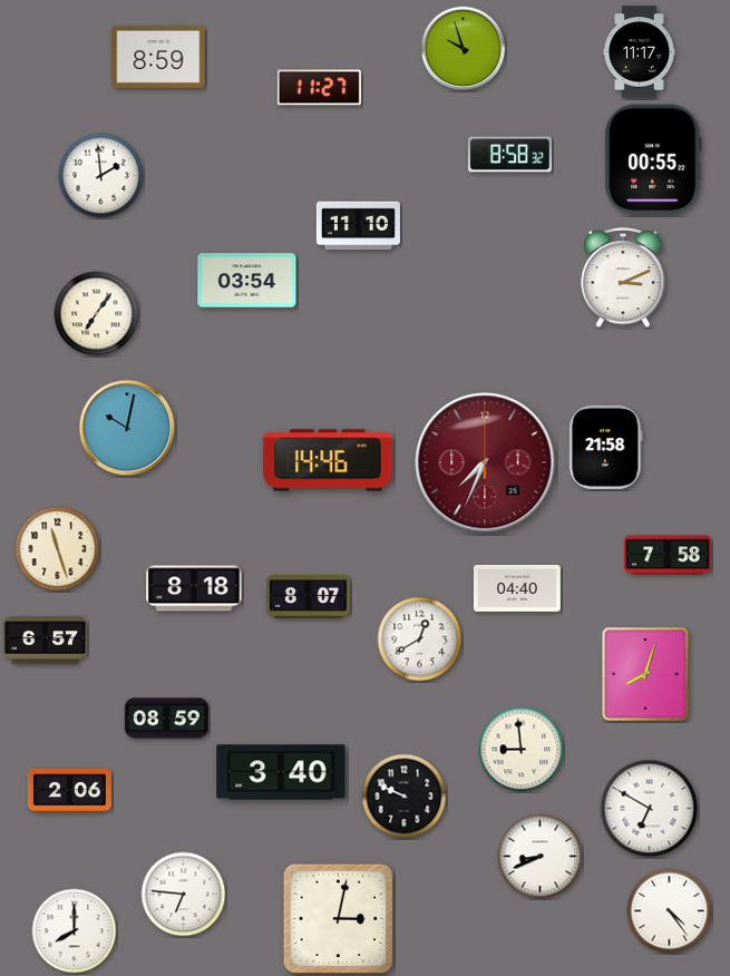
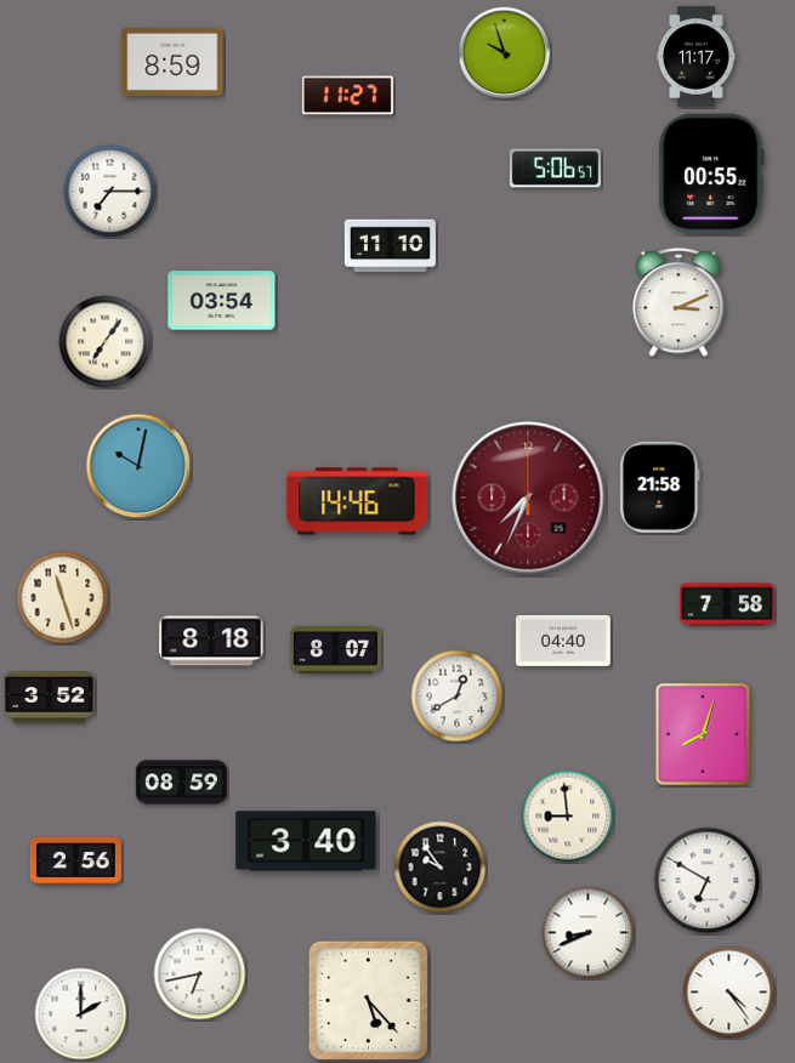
clock at (509, 155): 8:58 -> 5:06
clock at (101, 176): 1:59 -> 7:15
clock at (247, 281) position: (247, 281) -> (222, 301)
clock at (485, 462) position: (485, 462) -> (528, 498)
clock at (45, 641): 6:57 -> 3:52
clock at (69, 790): 2:06 -> 2:56
clock at (405, 797): 9:49 -> 9:54
clock at (184, 895): 6:46 -> 6:43
clock at (339, 919): 3:02 -> 5:23
clock at (75, 931): 8:00 -> 2:00
